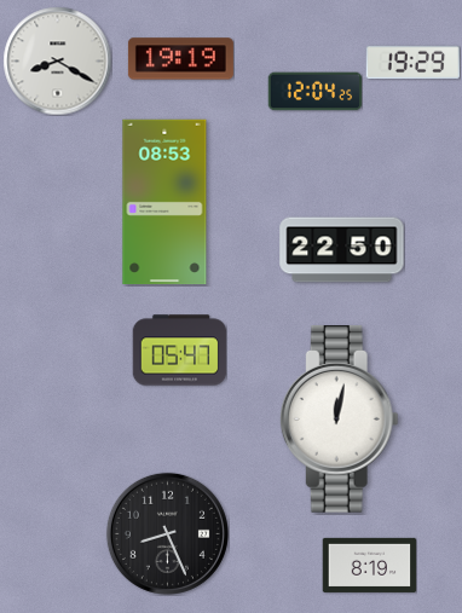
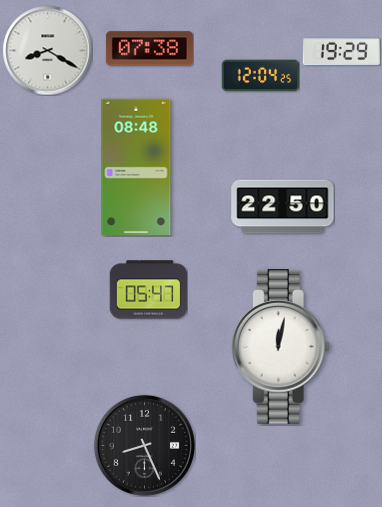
clock at (180, 59): 19:19 -> 07:38
clock at (164, 202): 08:53 -> 08:48
clock at (167, 533) position: (167, 533) -> (144, 445)
clock at (369, 565): 8:19 -> none
